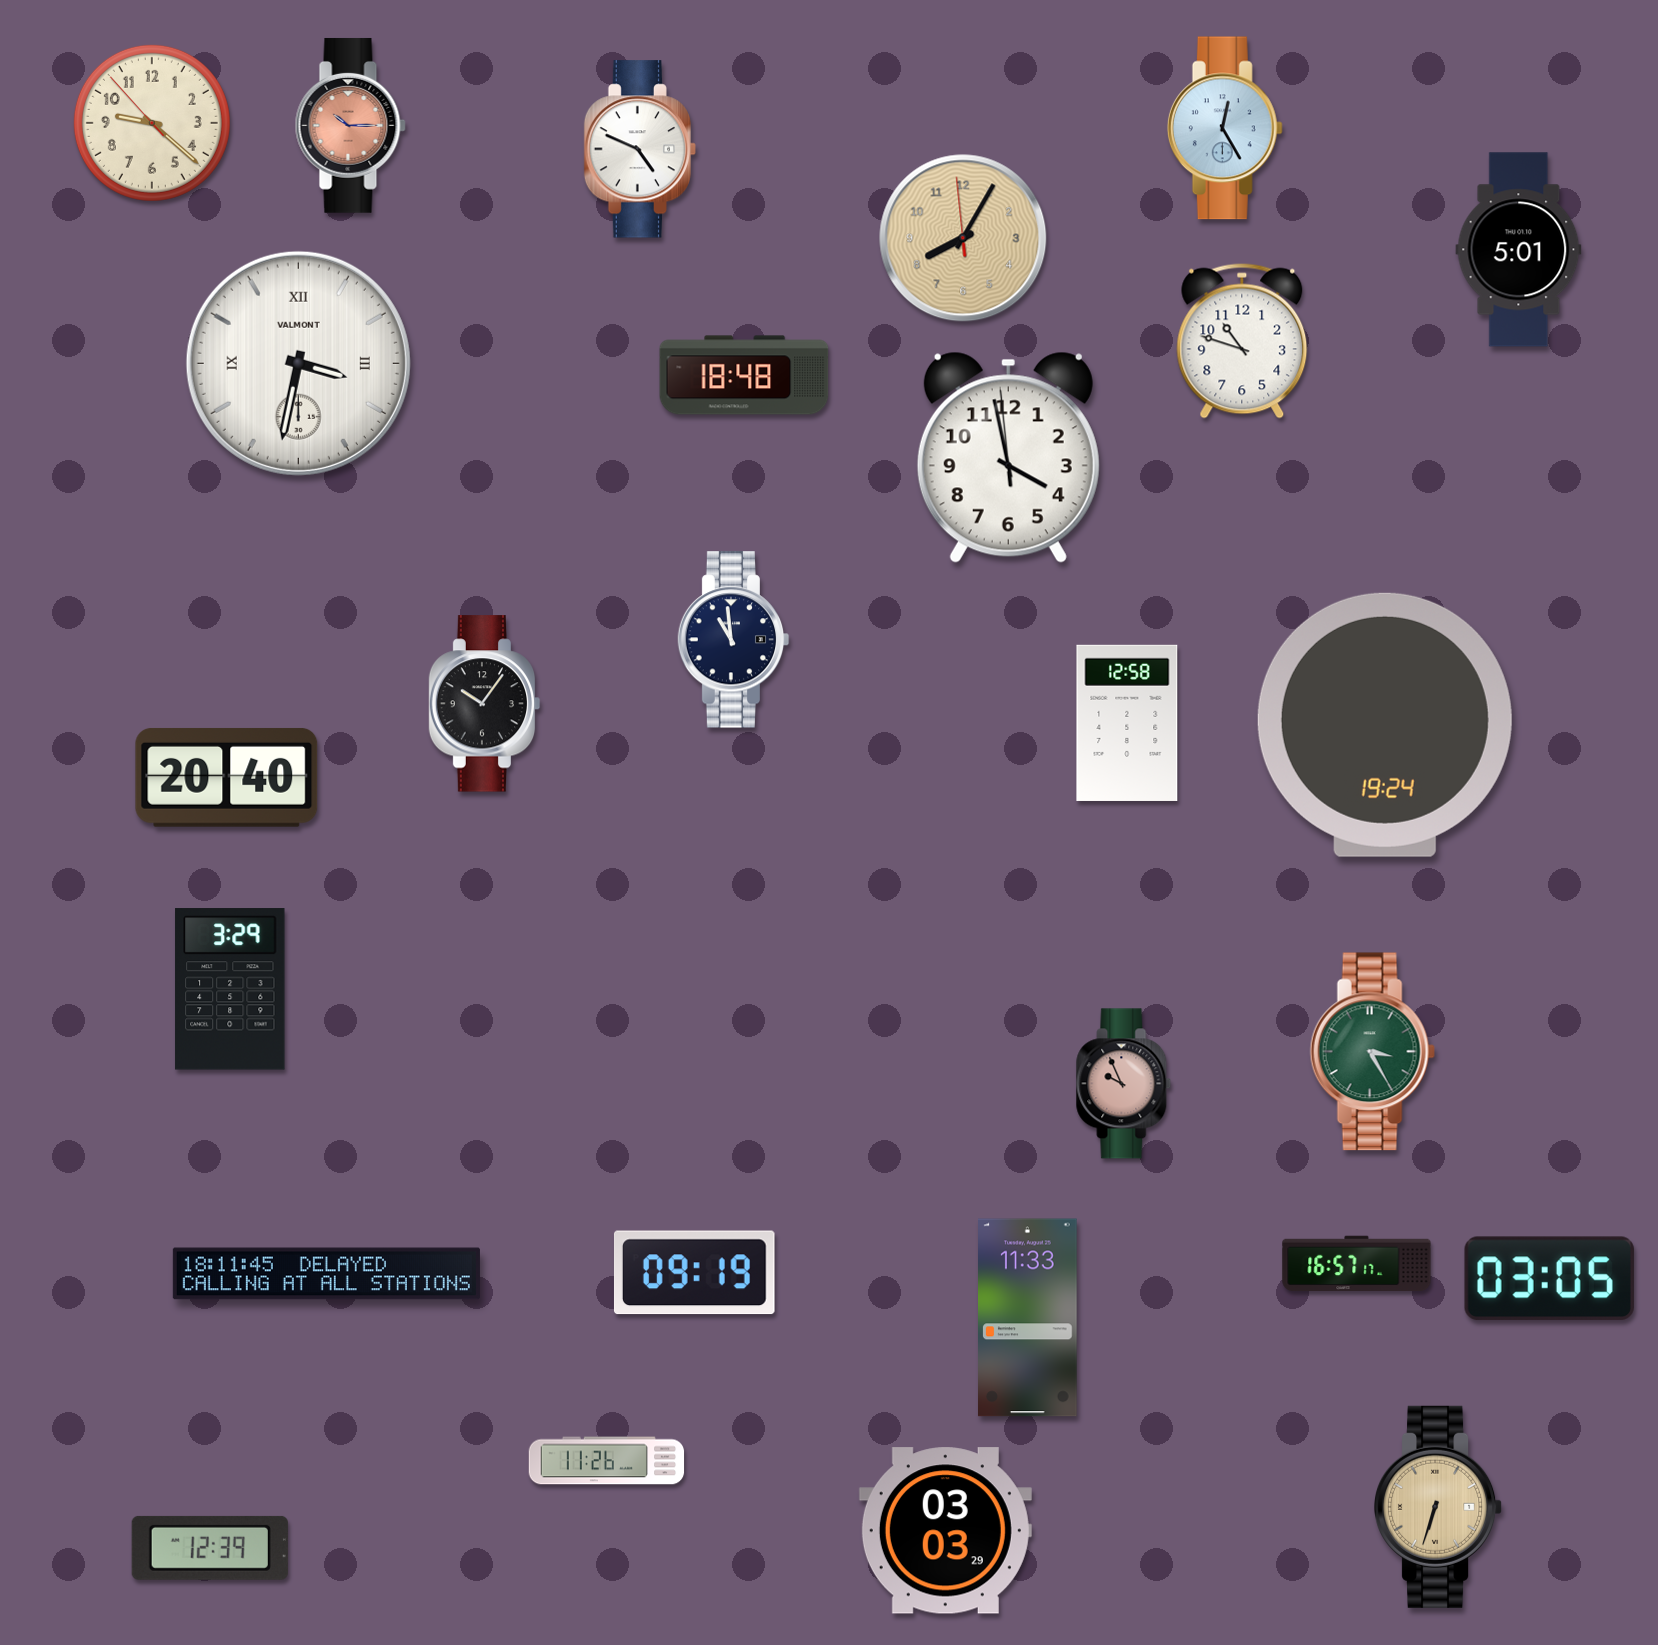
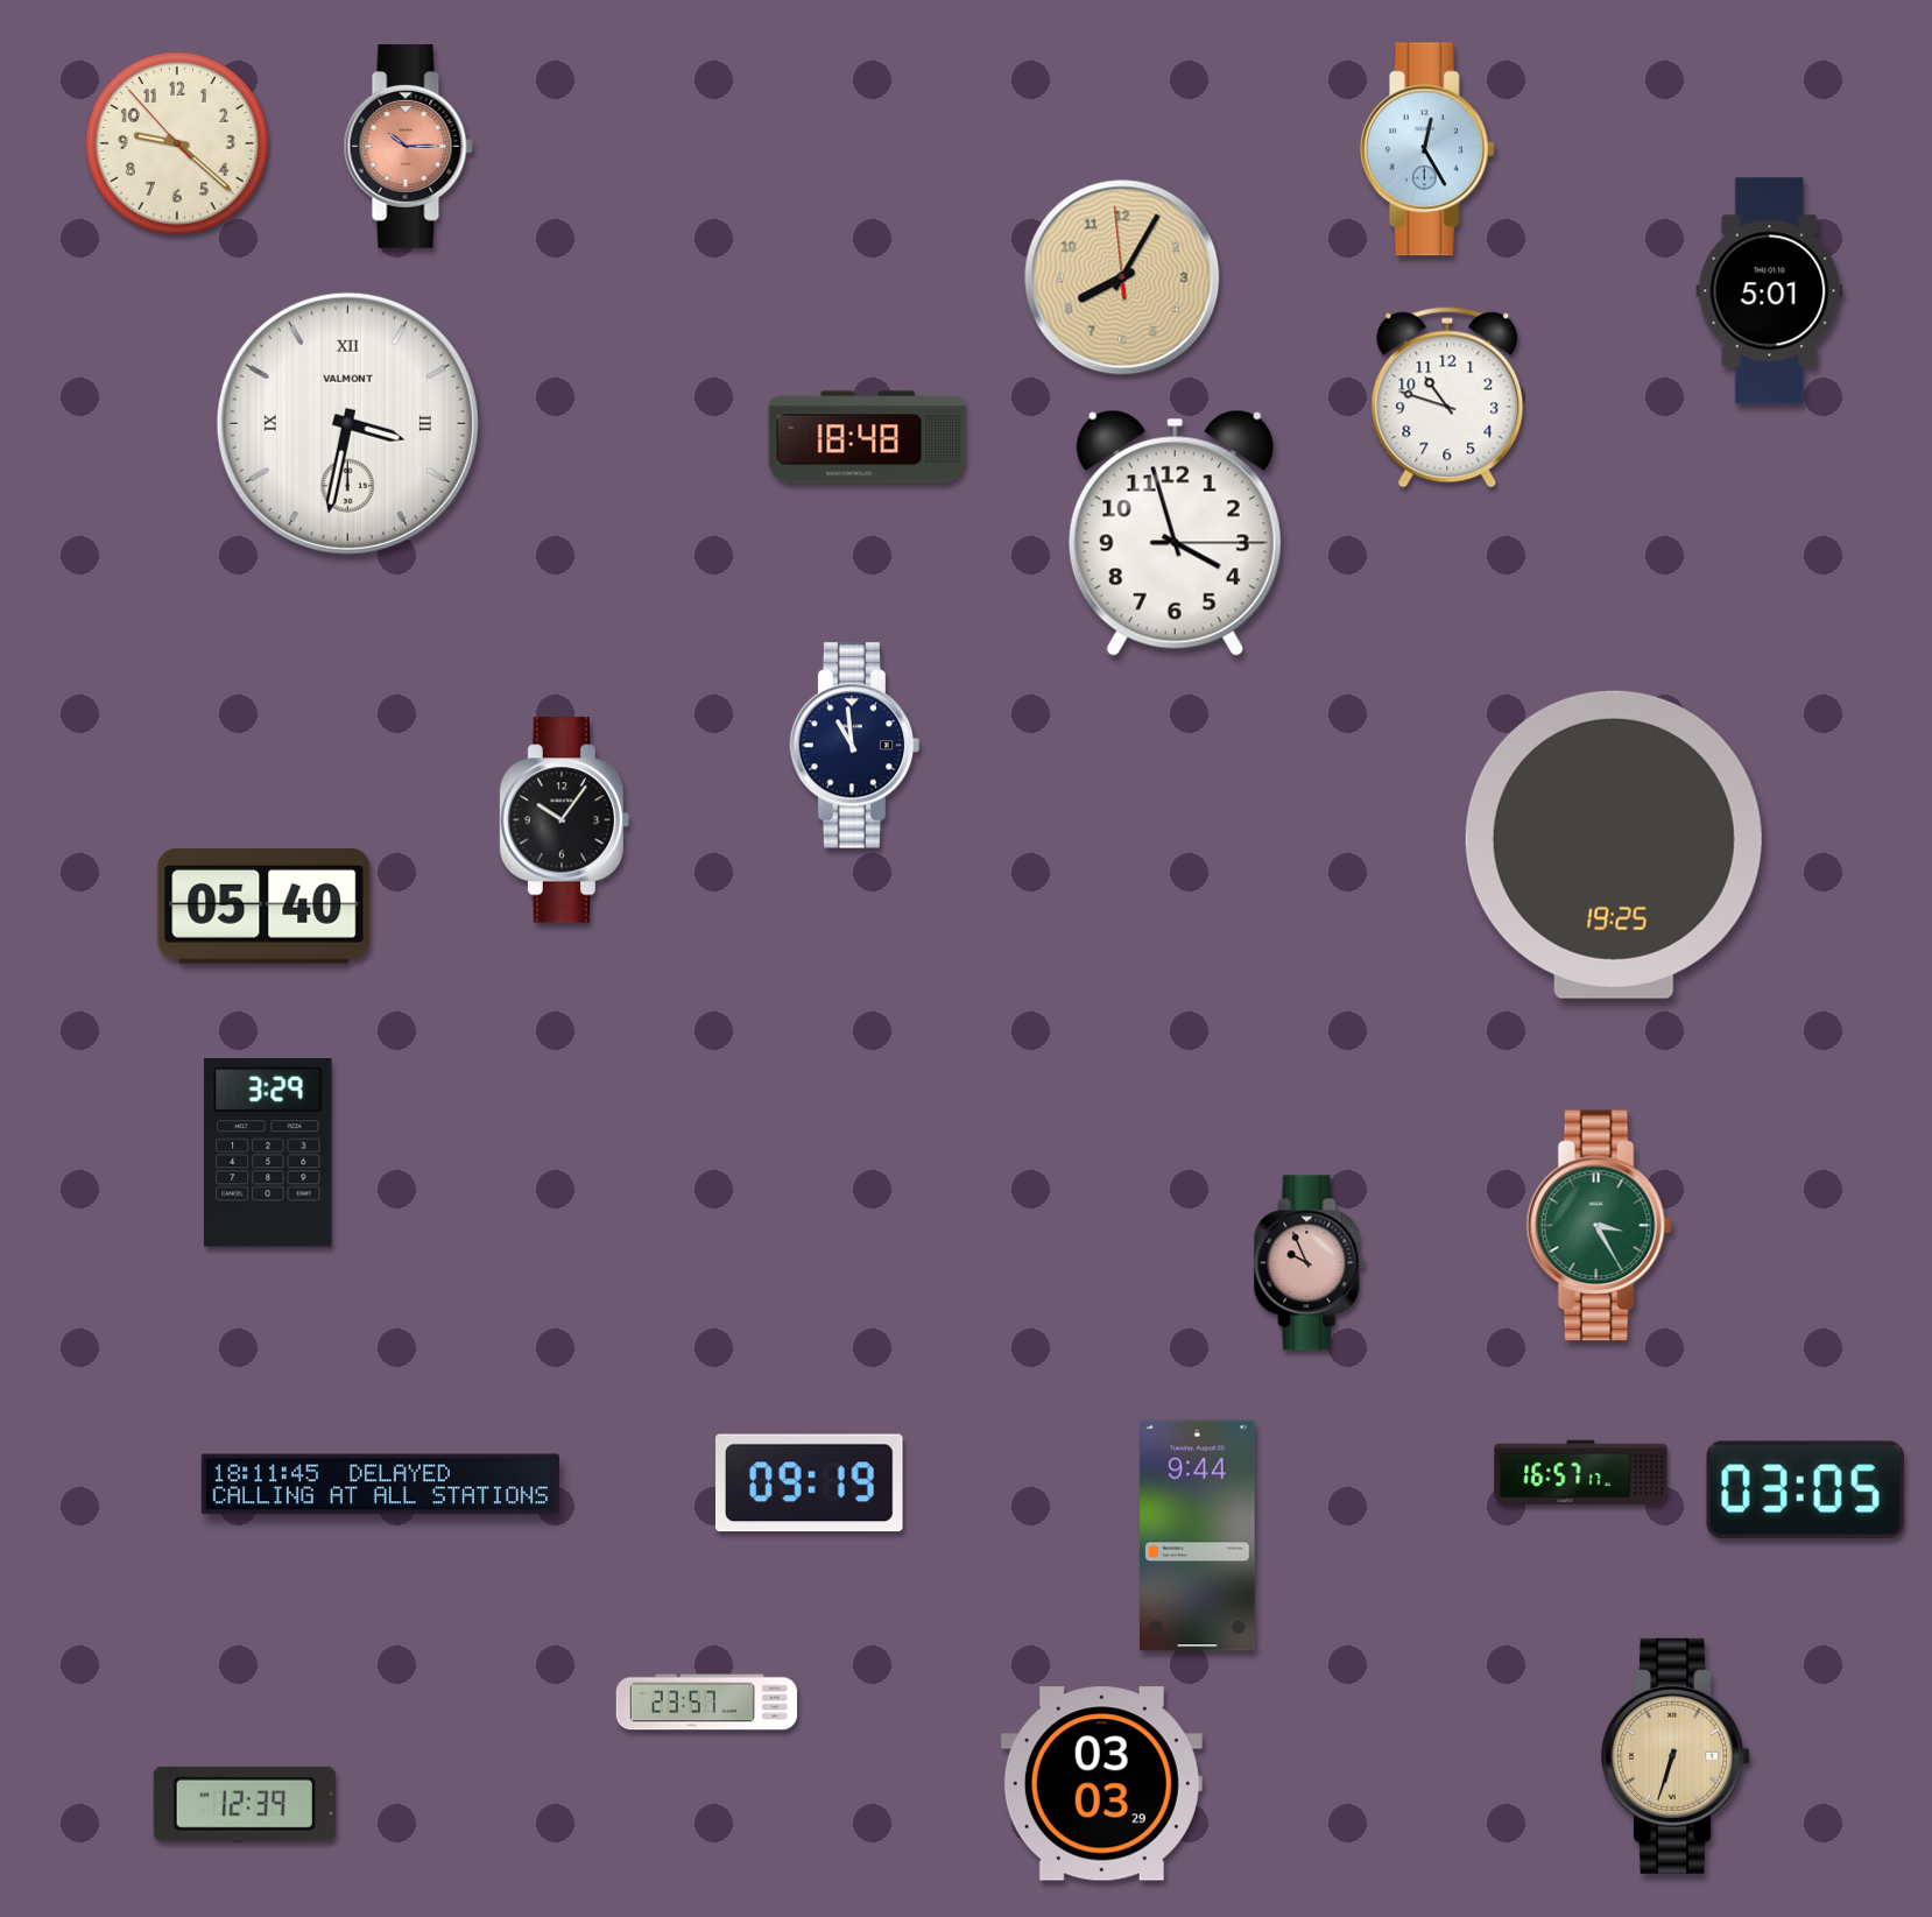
clock at (640, 149): 4:49 -> none
clock at (1008, 457): 3:57:59 -> 3:57:15
clock at (1127, 723): 12:58 -> none
clock at (1385, 725): 19:24 -> 19:25
clock at (227, 777): 20:40 -> 05:40
clock at (1028, 1318): 11:33 -> 9:44
clock at (607, 1461): 11:26 -> 23:57
